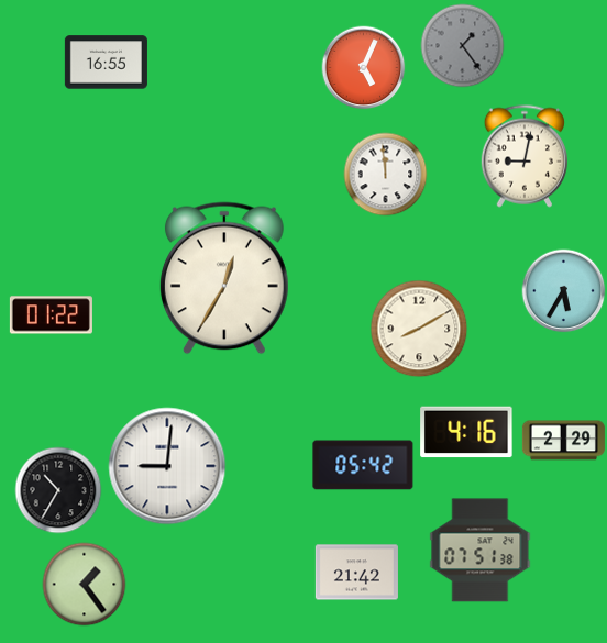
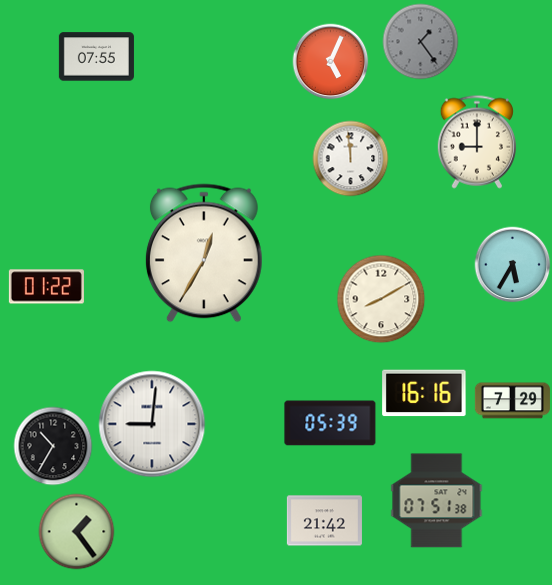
clock at (106, 63): 16:55 -> 07:55
clock at (525, 156): 9:02 -> 9:00
clock at (466, 432): 4:16 -> 16:16
clock at (563, 441): 2:29 -> 7:29
clock at (363, 465): 05:42 -> 05:39
